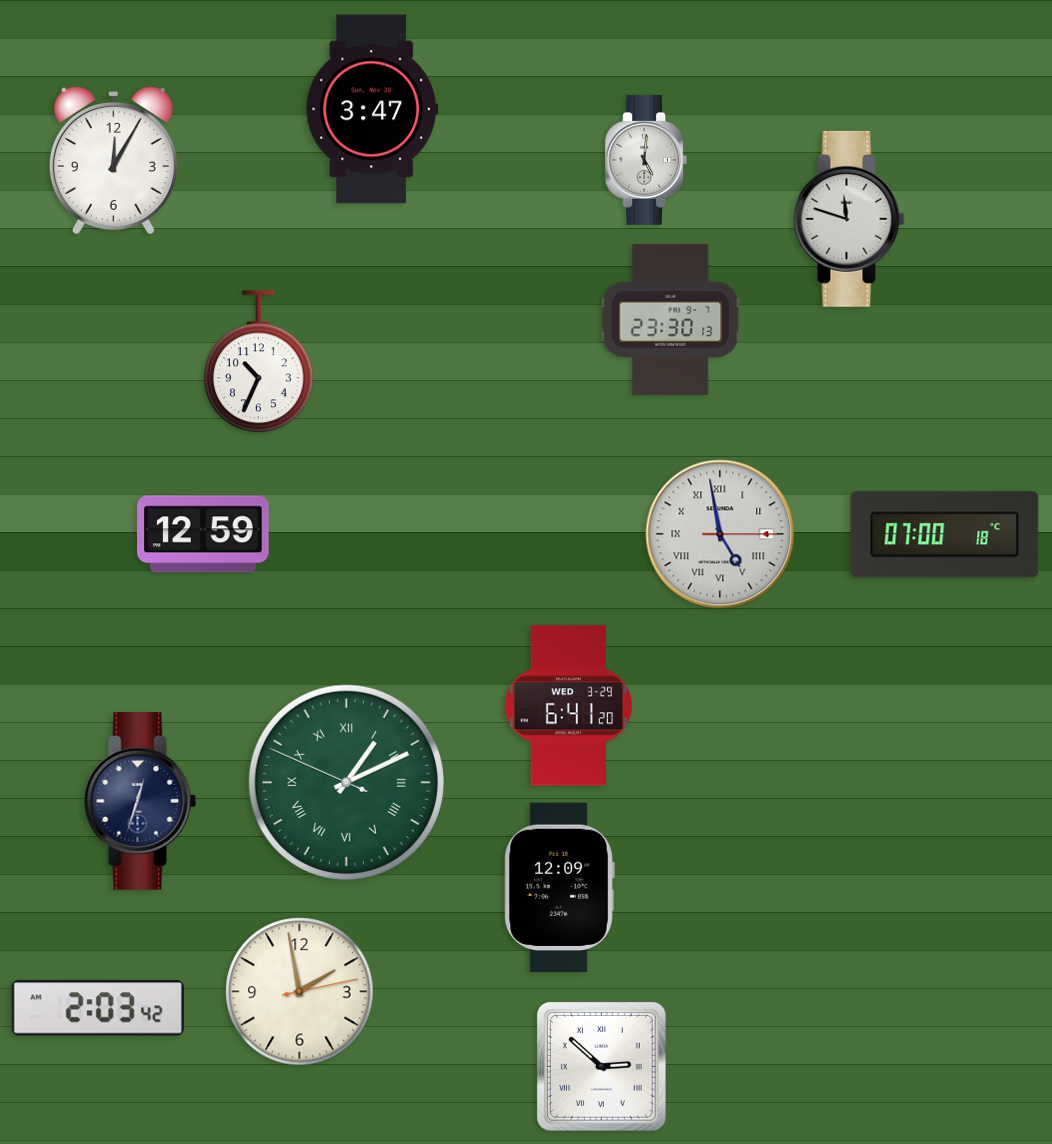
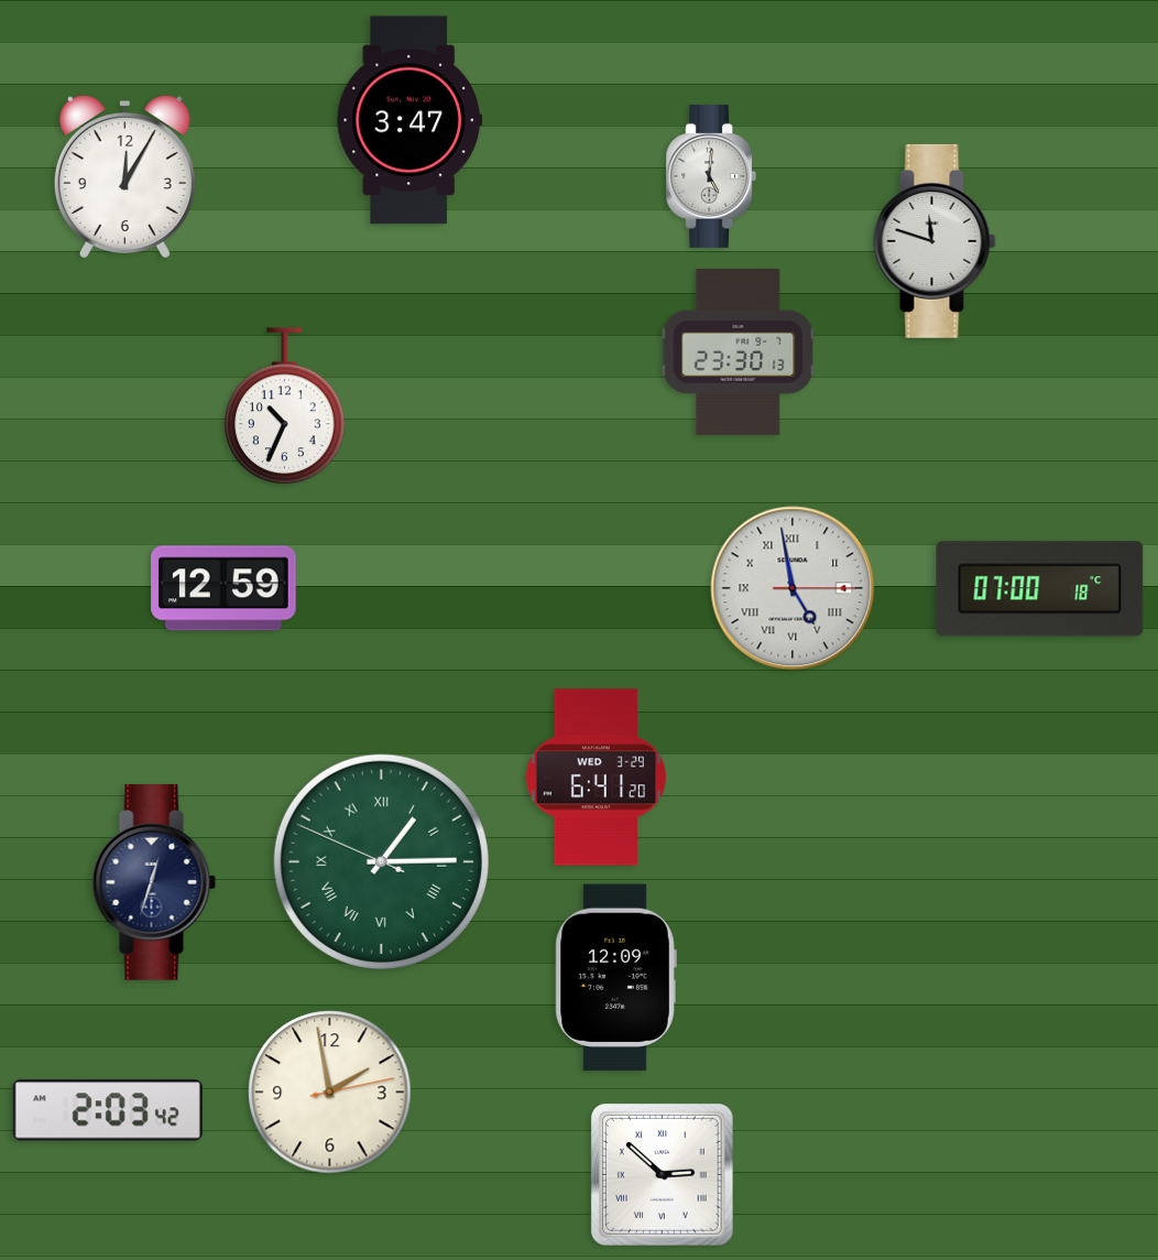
clock at (259, 362) position: (259, 362) -> (285, 406)
clock at (568, 706) position: (568, 706) -> (596, 778)
clock at (346, 782): 1:10 -> 1:14
